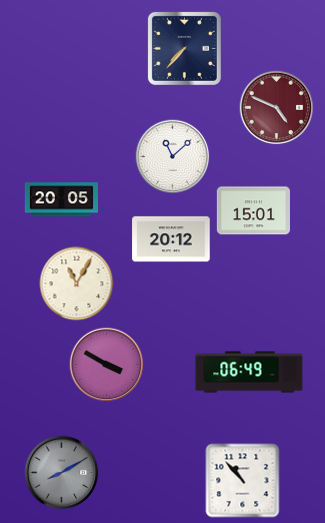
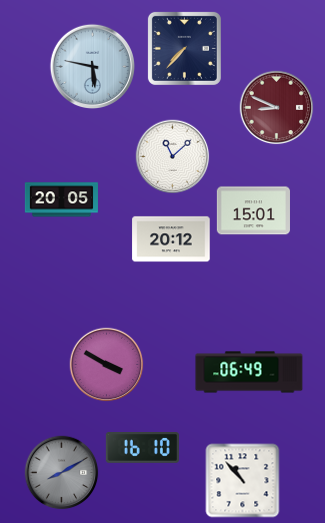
clock at (92, 66): none -> 5:47
clock at (277, 108): 4:49 -> 8:49
clock at (77, 284): 11:05 -> none
clock at (142, 448): none -> 16:10
